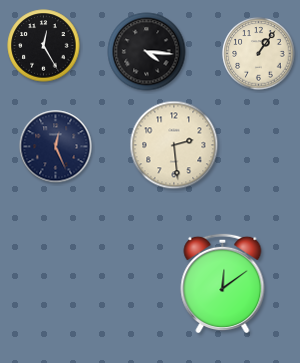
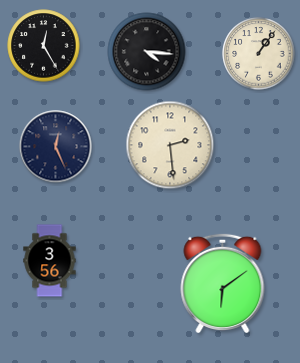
clock at (174, 145) position: (174, 145) -> (170, 145)
clock at (50, 261): none -> 3:56
clock at (223, 282): 12:09 -> 6:09
